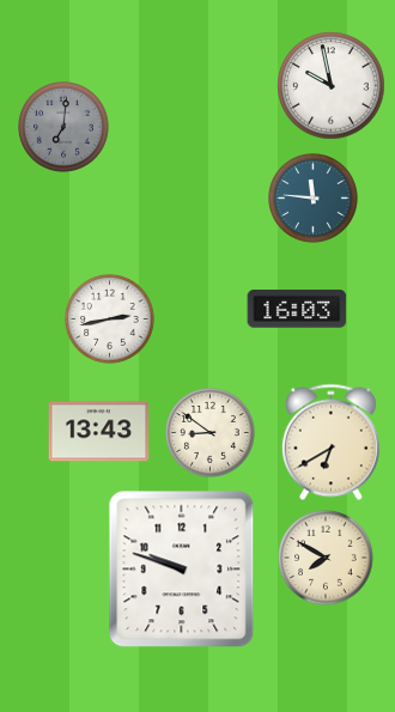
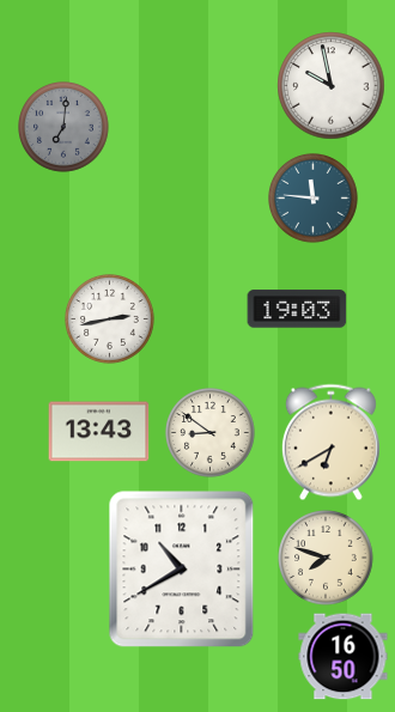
clock at (297, 309): 16:03 -> 19:03
clock at (326, 558): 7:50 -> 7:48
clock at (182, 570): 9:48 -> 10:40
clock at (344, 657): none -> 16:50
